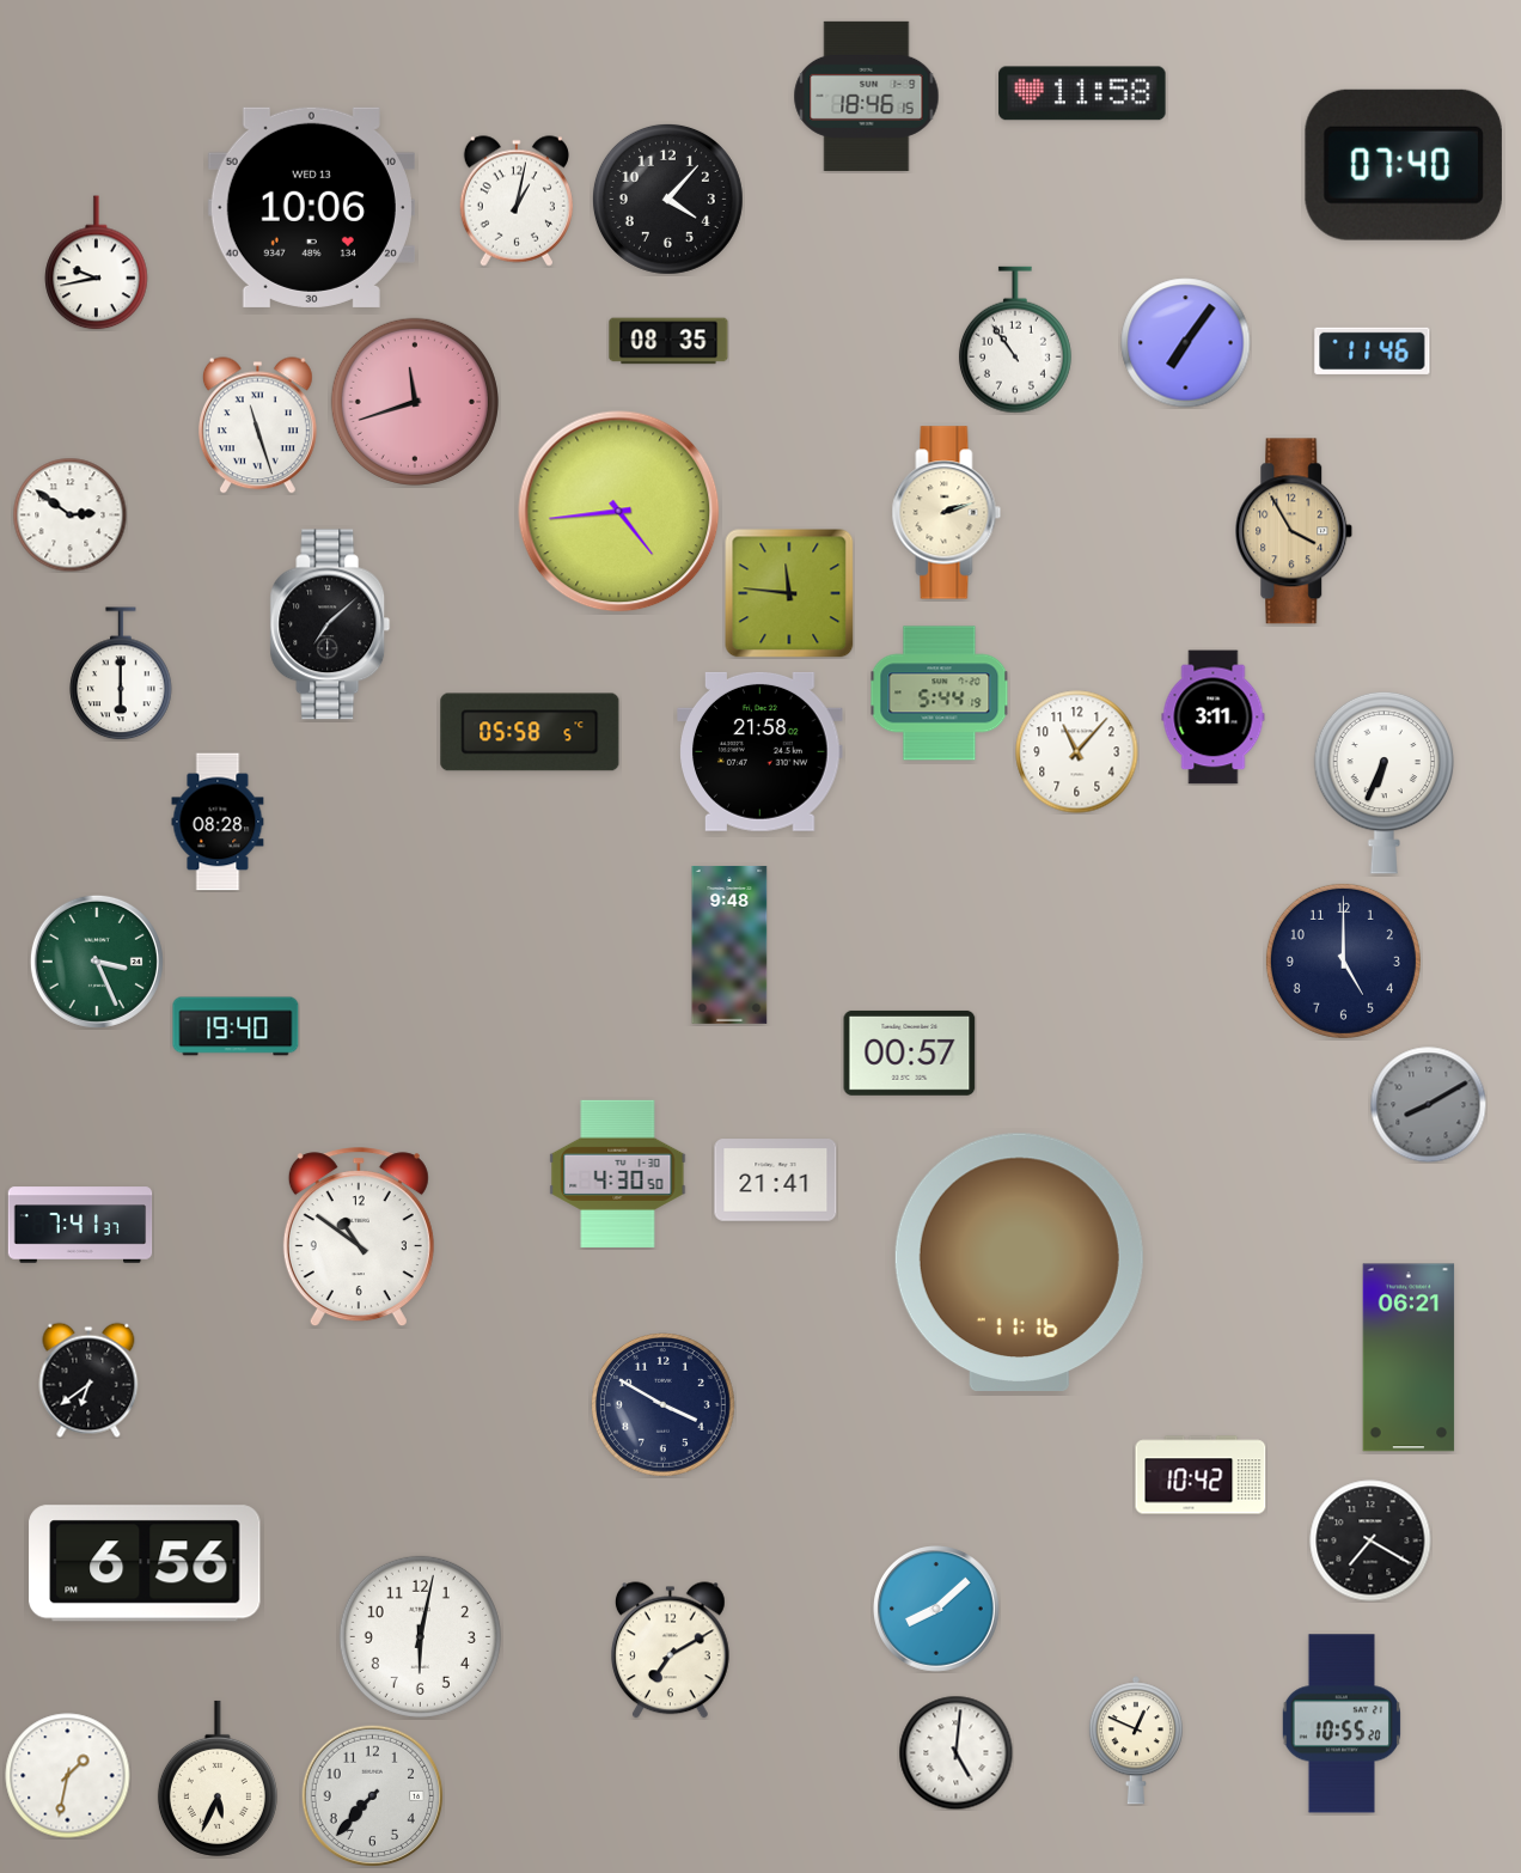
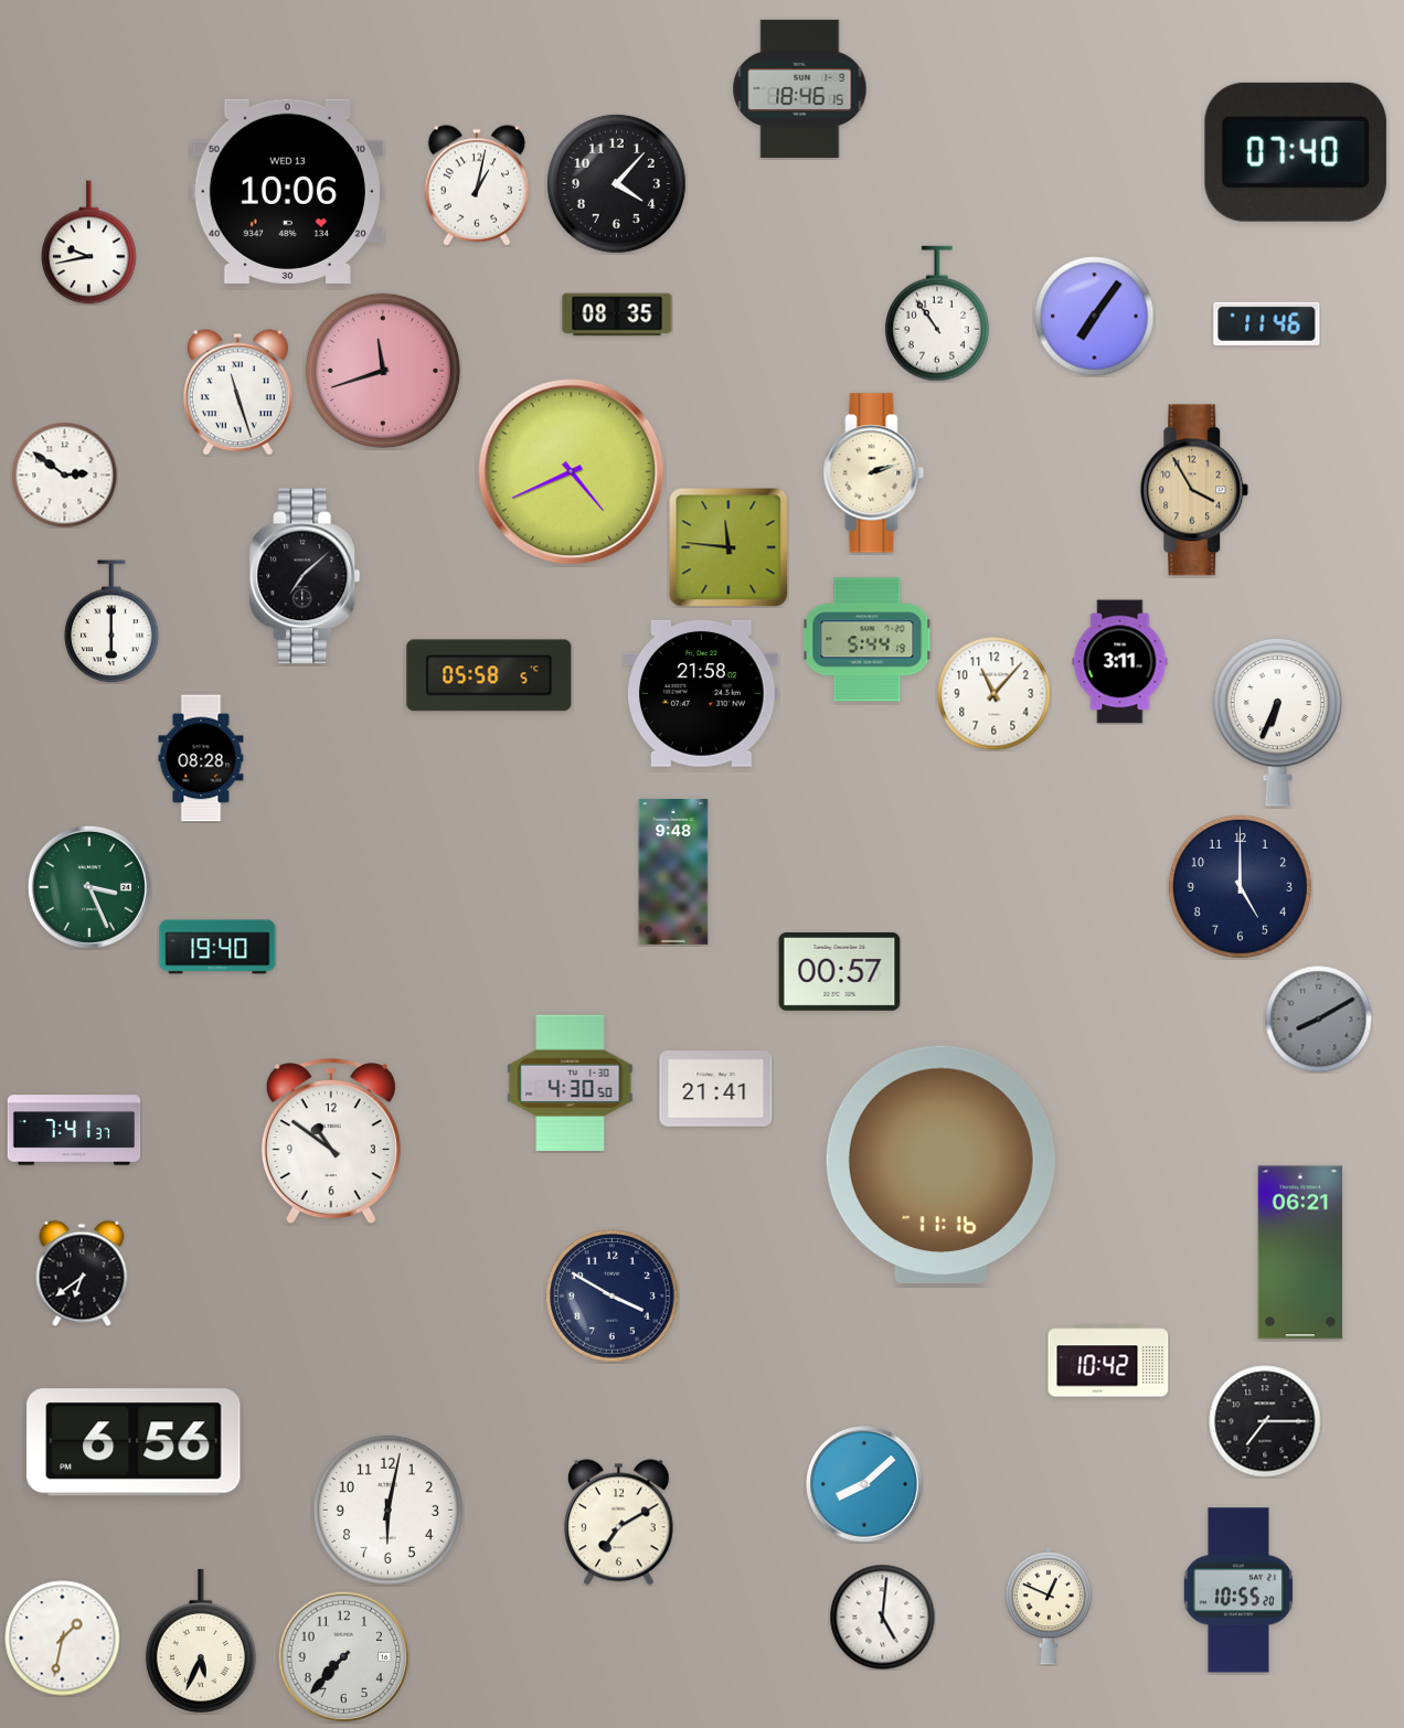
clock at (1082, 93): 11:58 -> none
clock at (619, 512): 4:44 -> 4:41
clock at (1370, 1541): 7:20 -> 7:15
